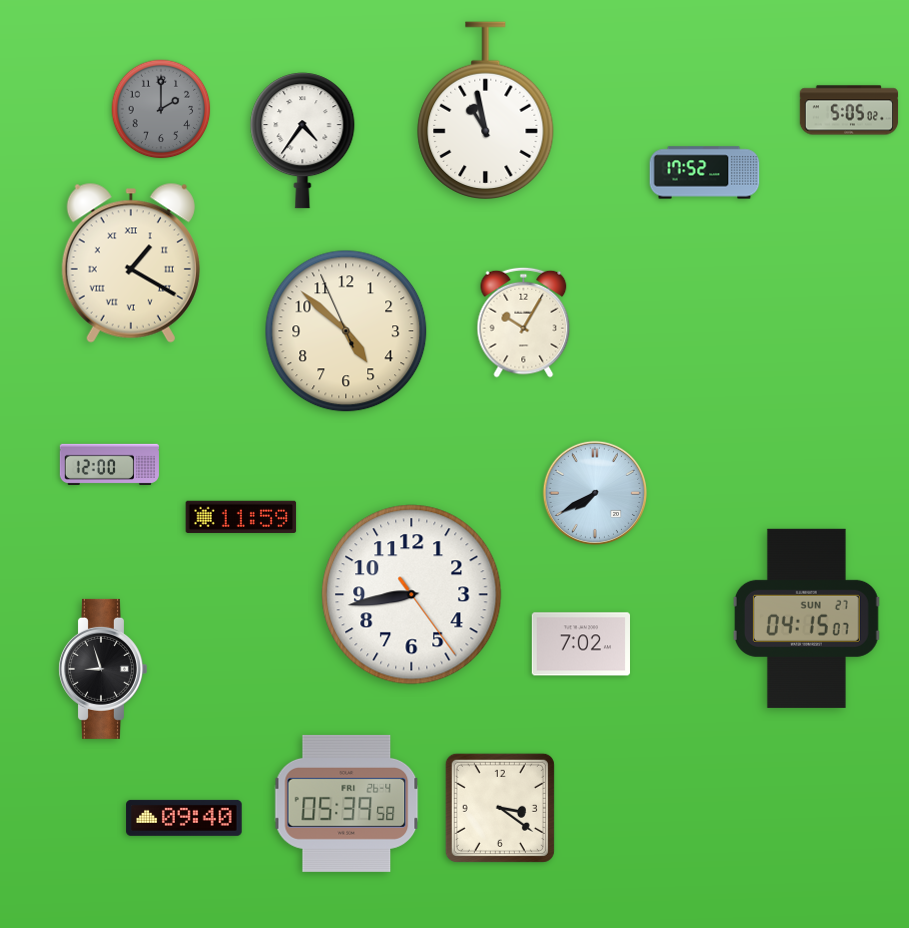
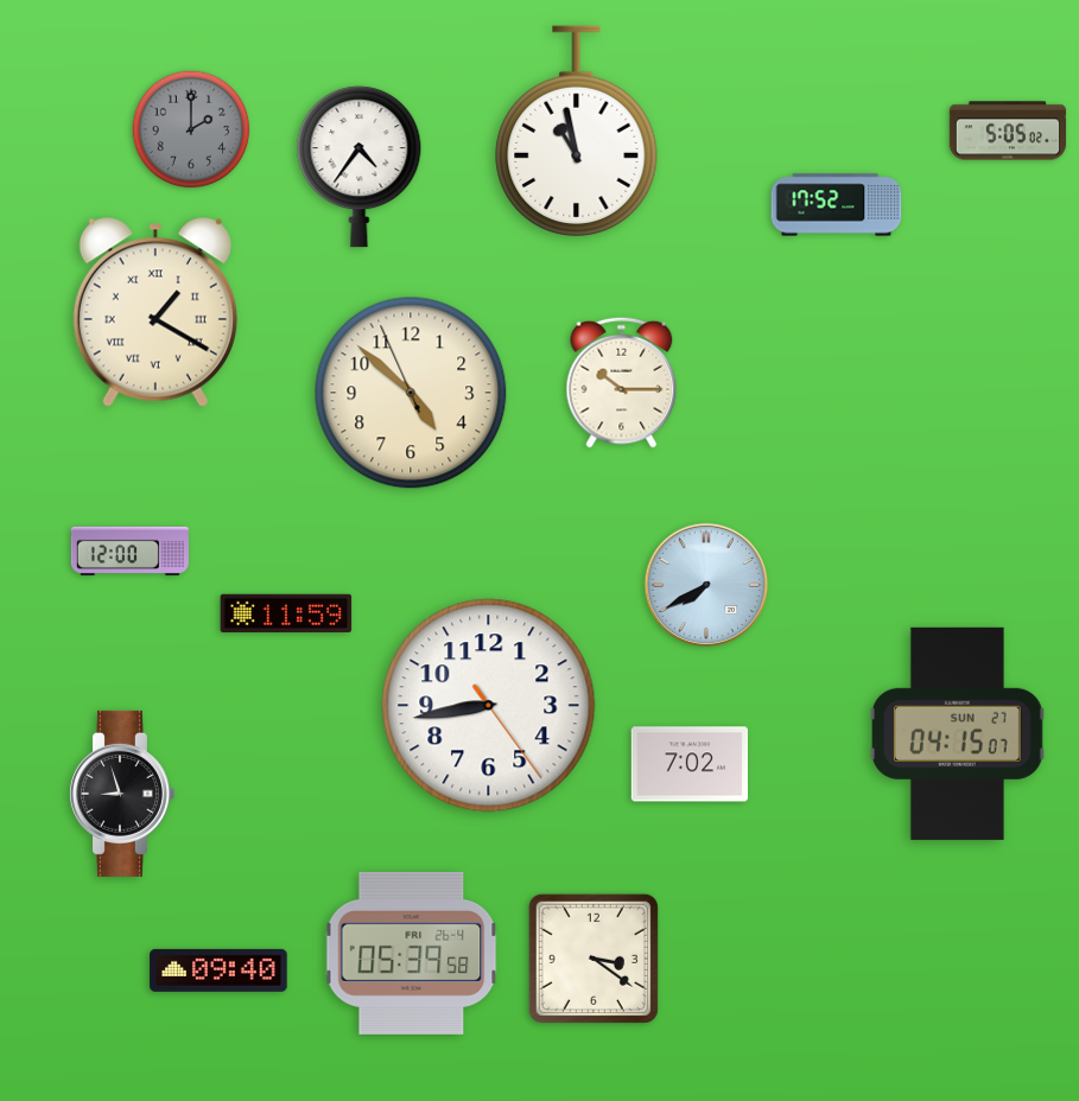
clock at (524, 322): 10:05 -> 10:15
